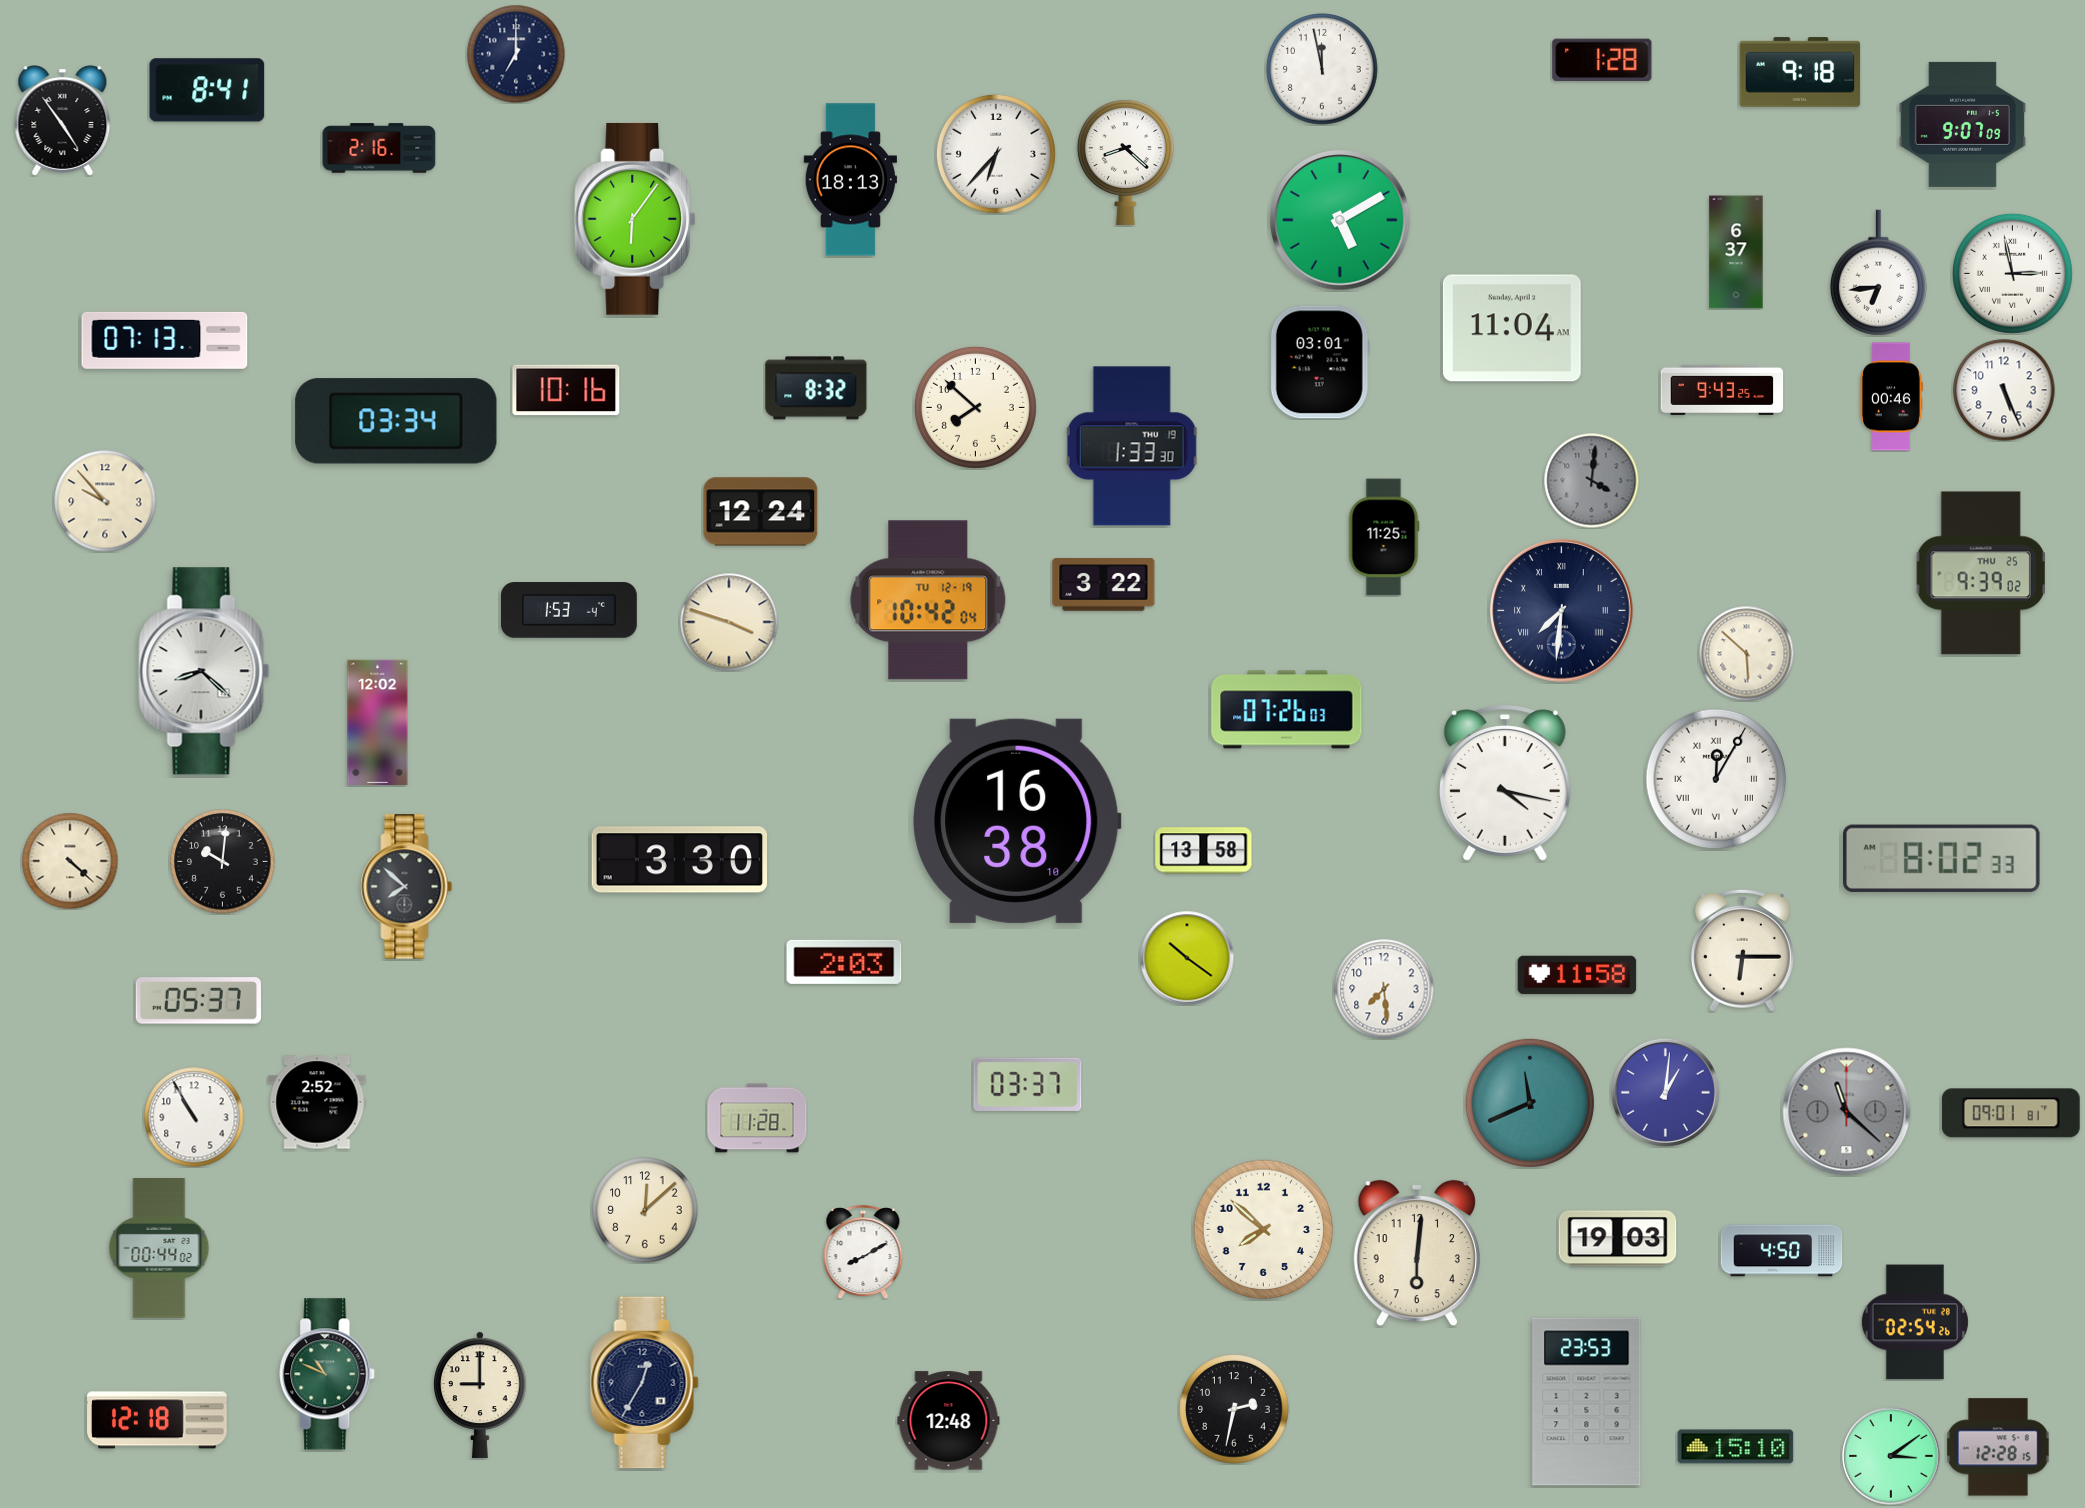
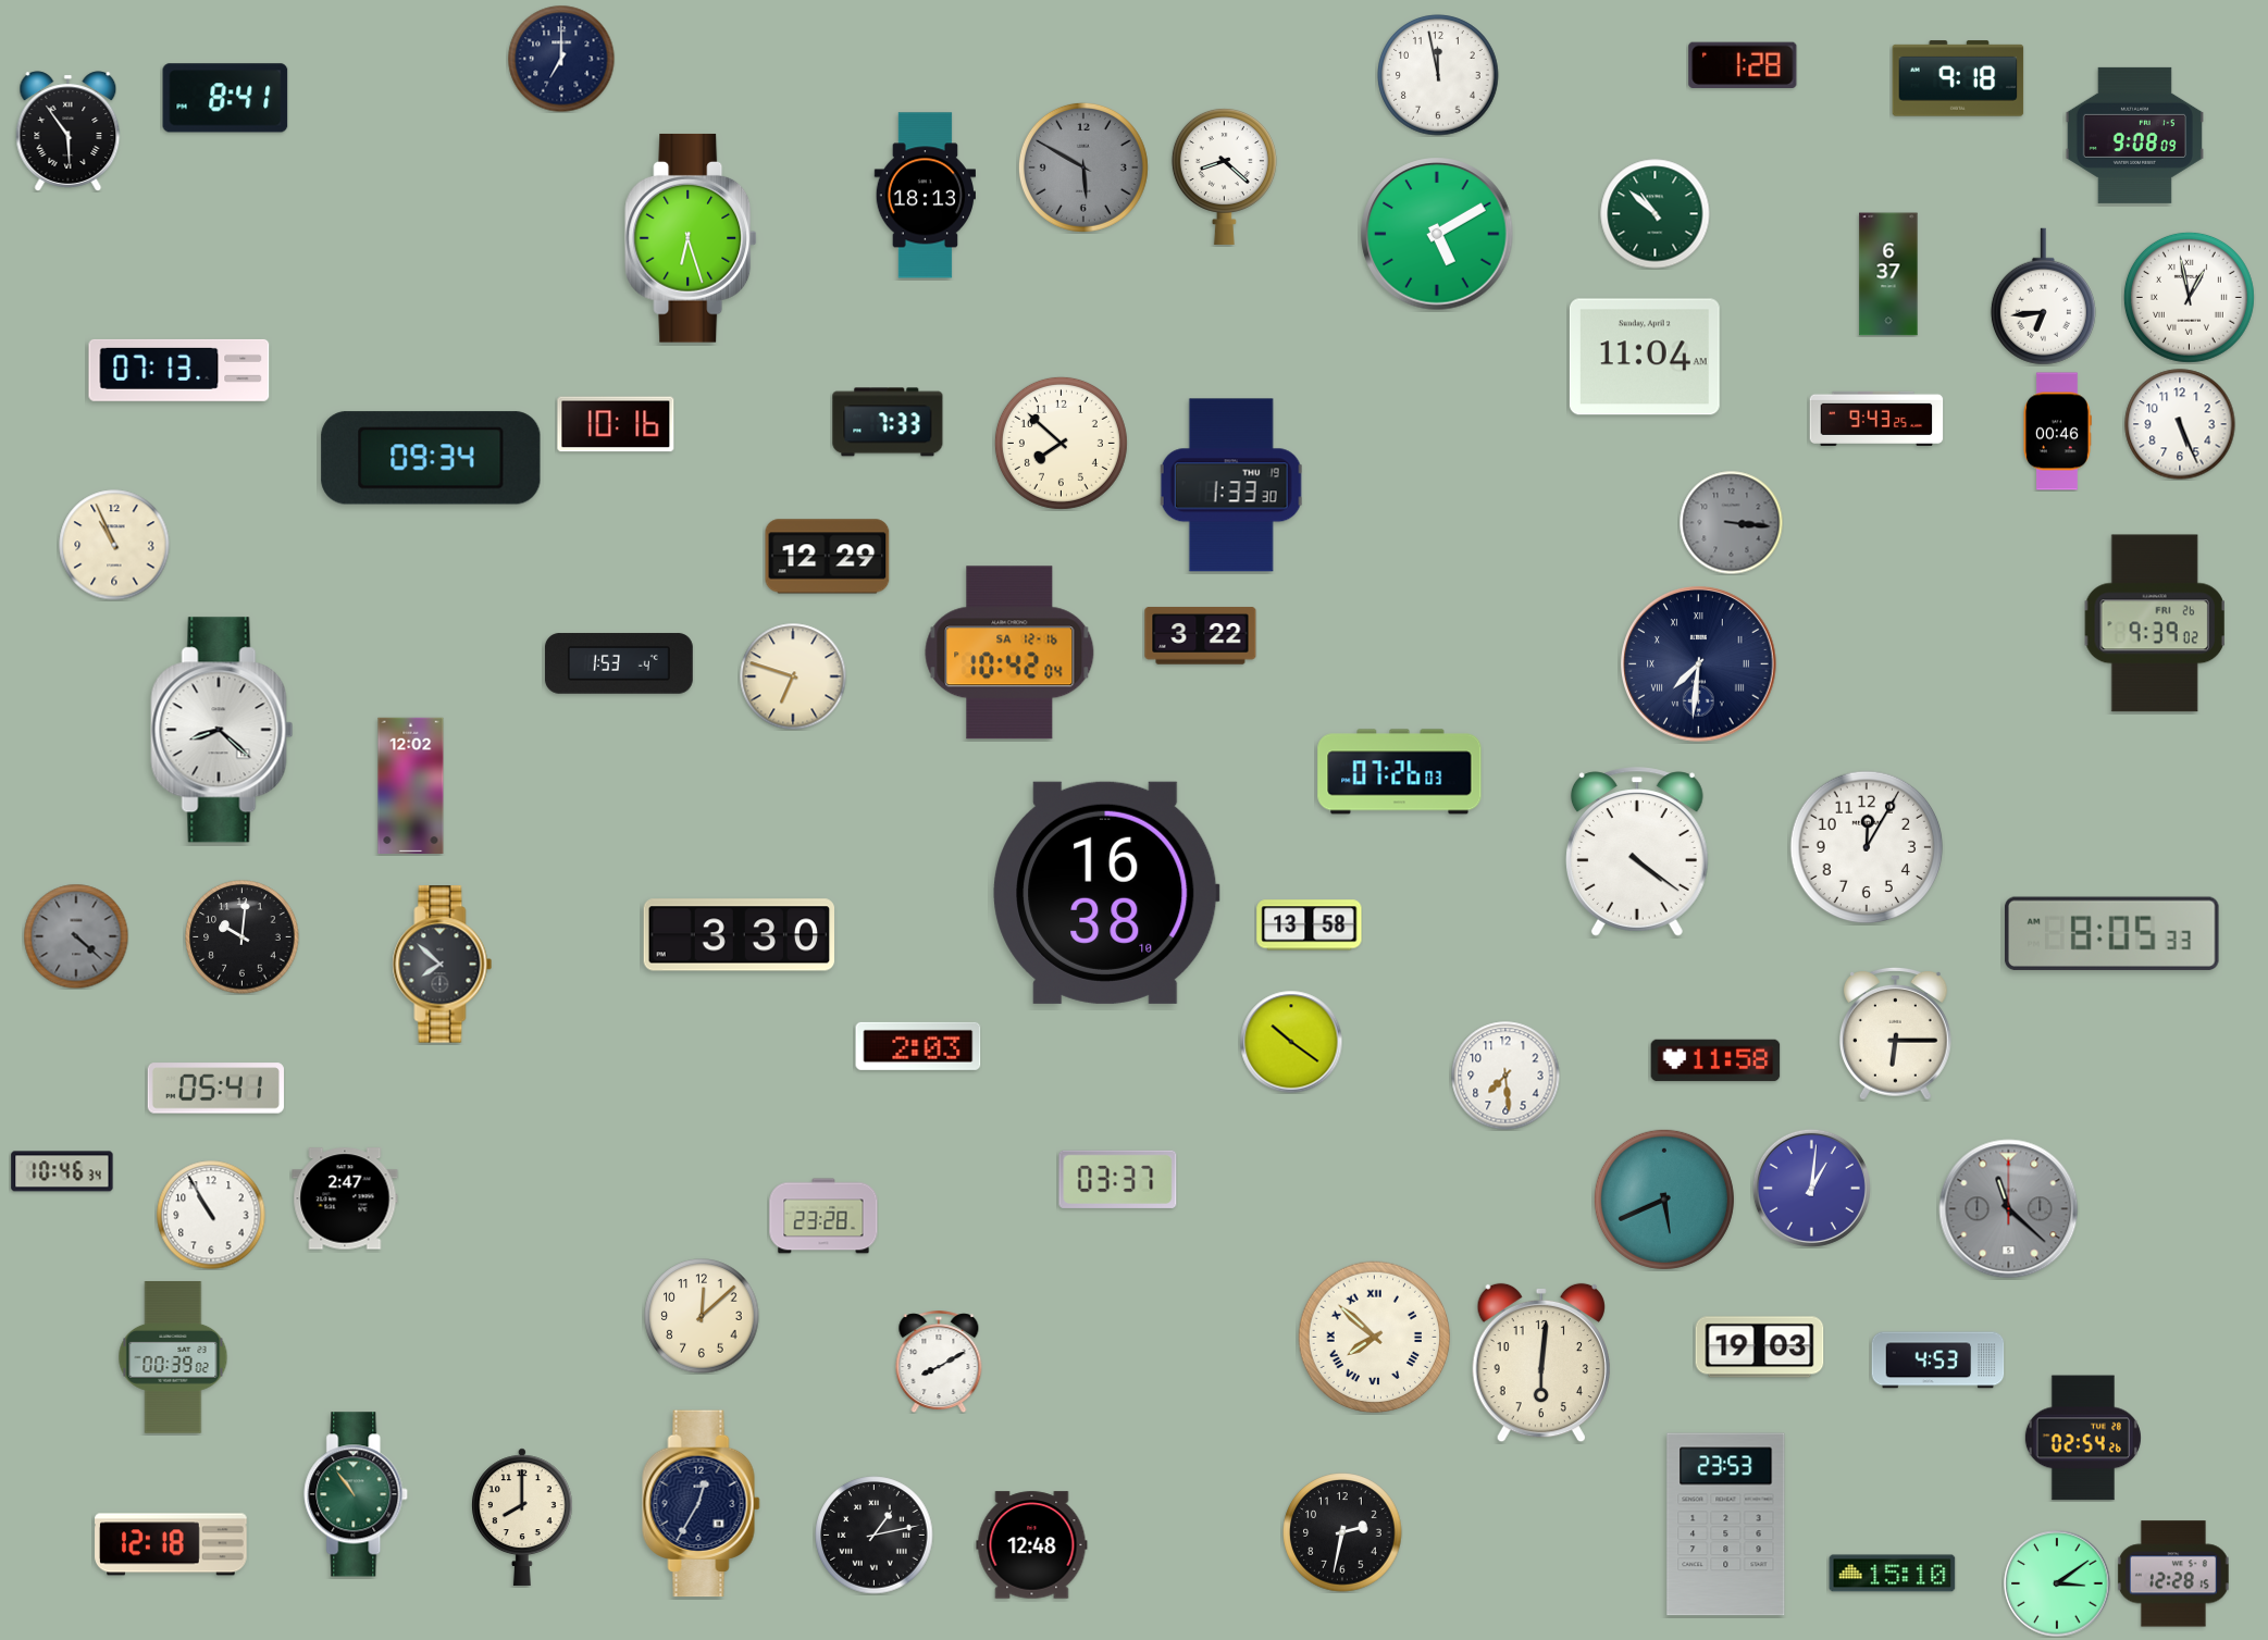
clock at (63, 121): 4:54 -> 5:54
clock at (1962, 124): 9:07 -> 9:08
clock at (379, 148): 2:16 -> none
clock at (996, 154): 6:37 -> 5:50
clock at (996, 154) dial: white -> grey
clock at (1656, 214): none -> 10:52
clock at (635, 219): 6:06 -> 6:27
clock at (1340, 220) position: (1340, 220) -> (1437, 234)
clock at (2012, 273): 2:58 -> 12:58
clock at (1320, 362): 03:01 -> none
clock at (816, 388): 8:32 -> 7:33
clock at (1722, 390) position: (1722, 390) -> (1876, 419)
clock at (396, 421): 03:34 -> 09:34
clock at (1591, 480): 4:01 -> 3:16
clock at (105, 501): 9:53 -> 10:56
clock at (761, 512): 12:24 -> 12:29
clock at (1384, 537): 11:25 -> none
clock at (1981, 573) date: THU 25 -> FRI 26
clock at (928, 600) date: TU 12-19 -> SA 12-16
clock at (729, 622): 3:48 -> 6:48
clock at (1746, 653): 5:52 -> none
clock at (1716, 779) numerals: Roman -> Arabic
clock at (1505, 783): 4:17 -> 4:21
clock at (1942, 858): 8:02 -> 8:05
clock at (70, 861) dial: cream -> grey
clock at (198, 1001): 05:37 -> 05:41
clock at (62, 1171): none -> 10:46
clock at (317, 1102): 2:52 -> 2:47
clock at (1530, 1103): 11:41 -> 5:41
clock at (2011, 1113): 09:01 -> none
clock at (757, 1118): 11:28 -> 23:28
clock at (1264, 1230) numerals: Arabic -> Roman
clock at (159, 1248): 00:44 -> 00:39
clock at (1782, 1251): 4:50 -> 4:53
clock at (328, 1374): 10:49 -> 10:54
clock at (481, 1395): 9:00 -> 8:00
clock at (875, 1536): none -> 1:13
clock at (1736, 1447) position: (1736, 1447) -> (1893, 1574)
